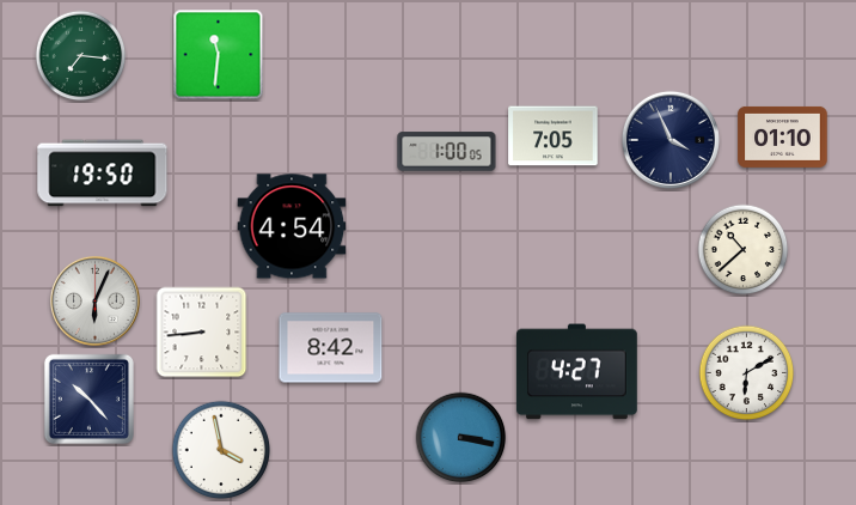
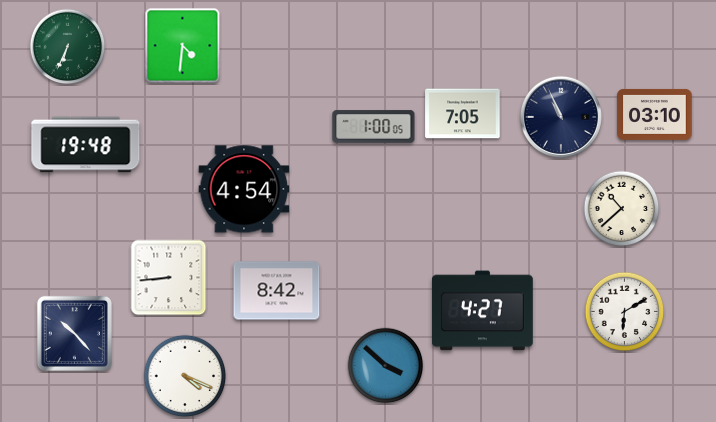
clock at (219, 55): 11:31 -> 4:31
clock at (81, 56): 7:16 -> 6:34
clock at (783, 136): 01:10 -> 03:10
clock at (671, 140): 3:56 -> 10:56
clock at (103, 174): 19:50 -> 19:48
clock at (94, 300): 6:04 -> none
clock at (461, 438): 3:17 -> 3:52
clock at (221, 450): 3:58 -> 4:19
